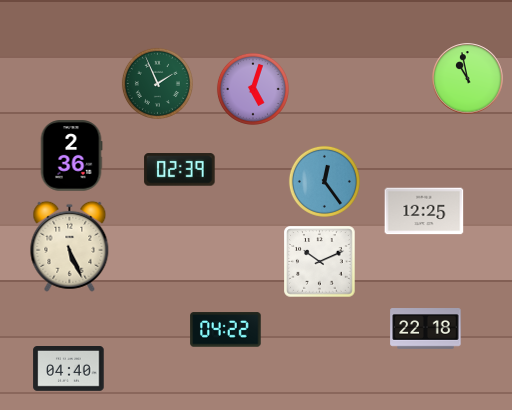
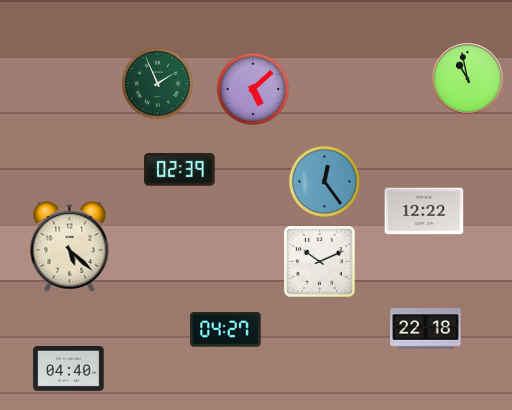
clock at (253, 89): 5:03 -> 5:08
clock at (71, 156): 2:36 -> none
clock at (424, 211): 12:25 -> 12:22
clock at (70, 246): 5:26 -> 5:22
clock at (226, 330): 04:22 -> 04:27
